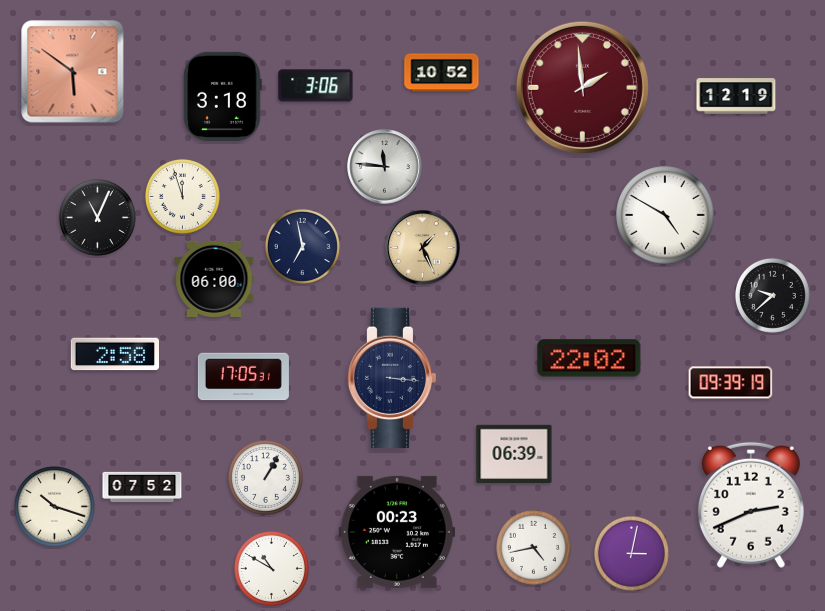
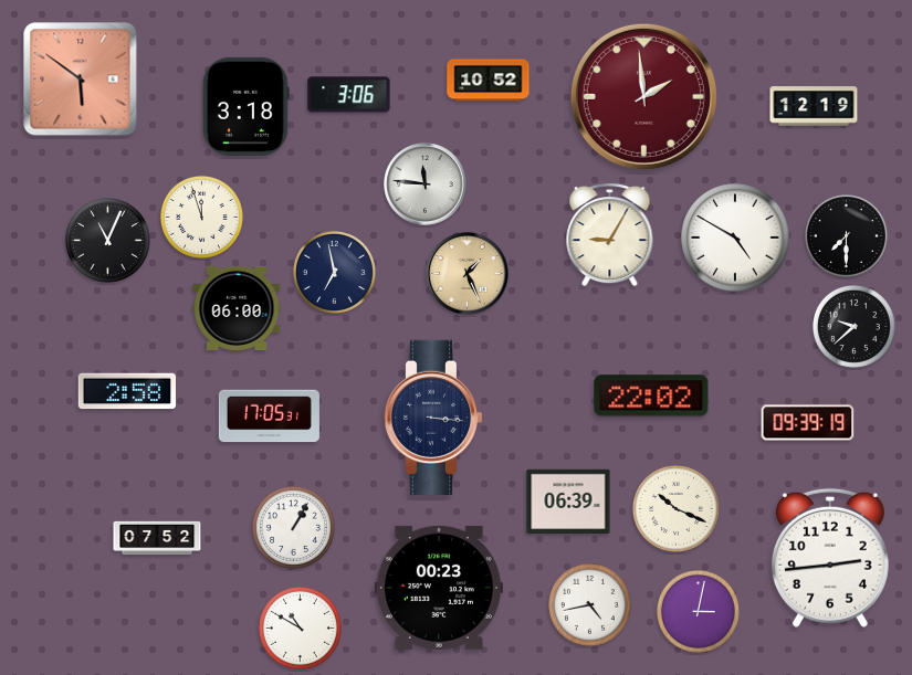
clock at (610, 234): none -> 9:05
clock at (846, 235): none -> 7:30
clock at (675, 508): none -> 10:19
clock at (751, 505): 2:41 -> 2:44
clock at (55, 507): 10:18 -> none
